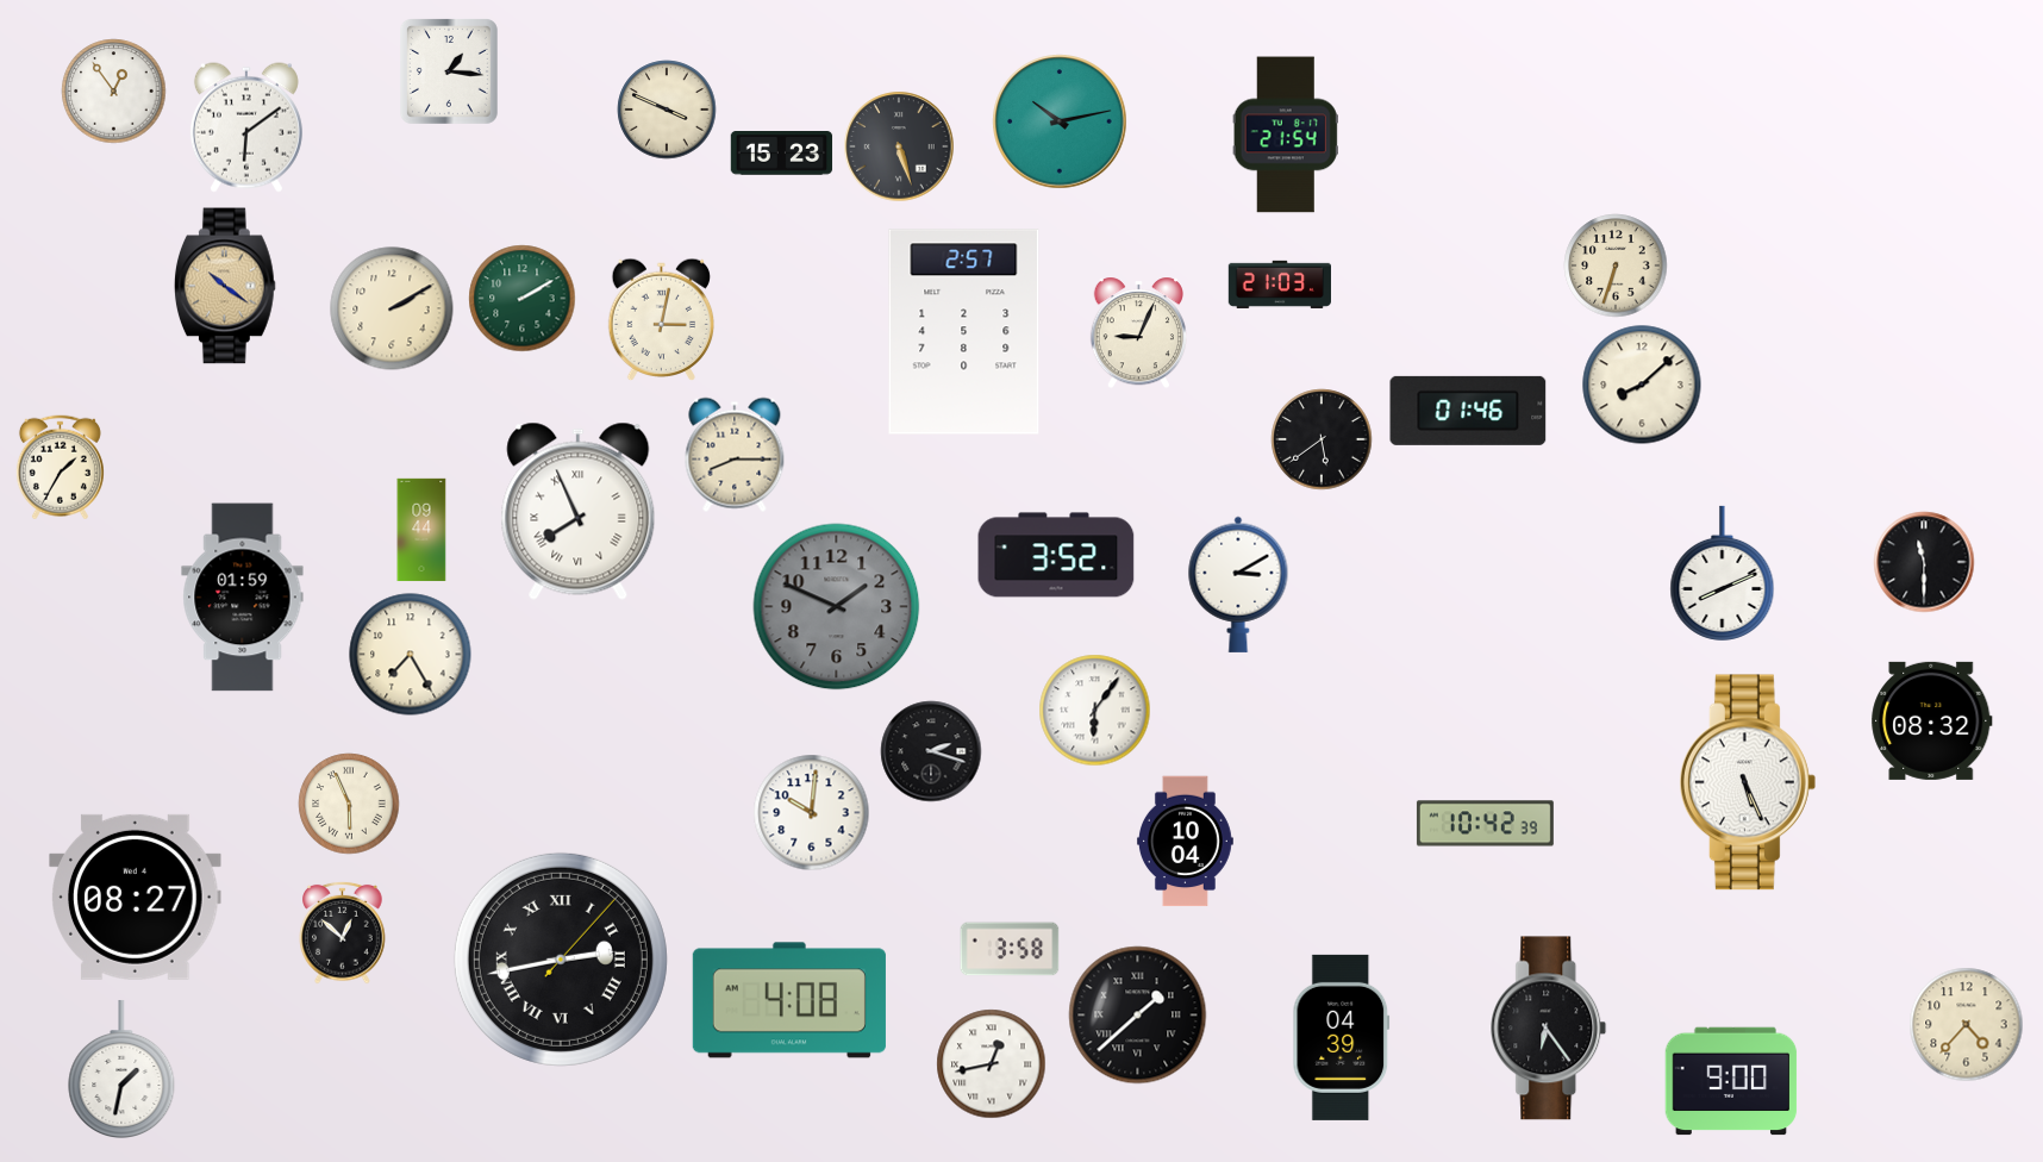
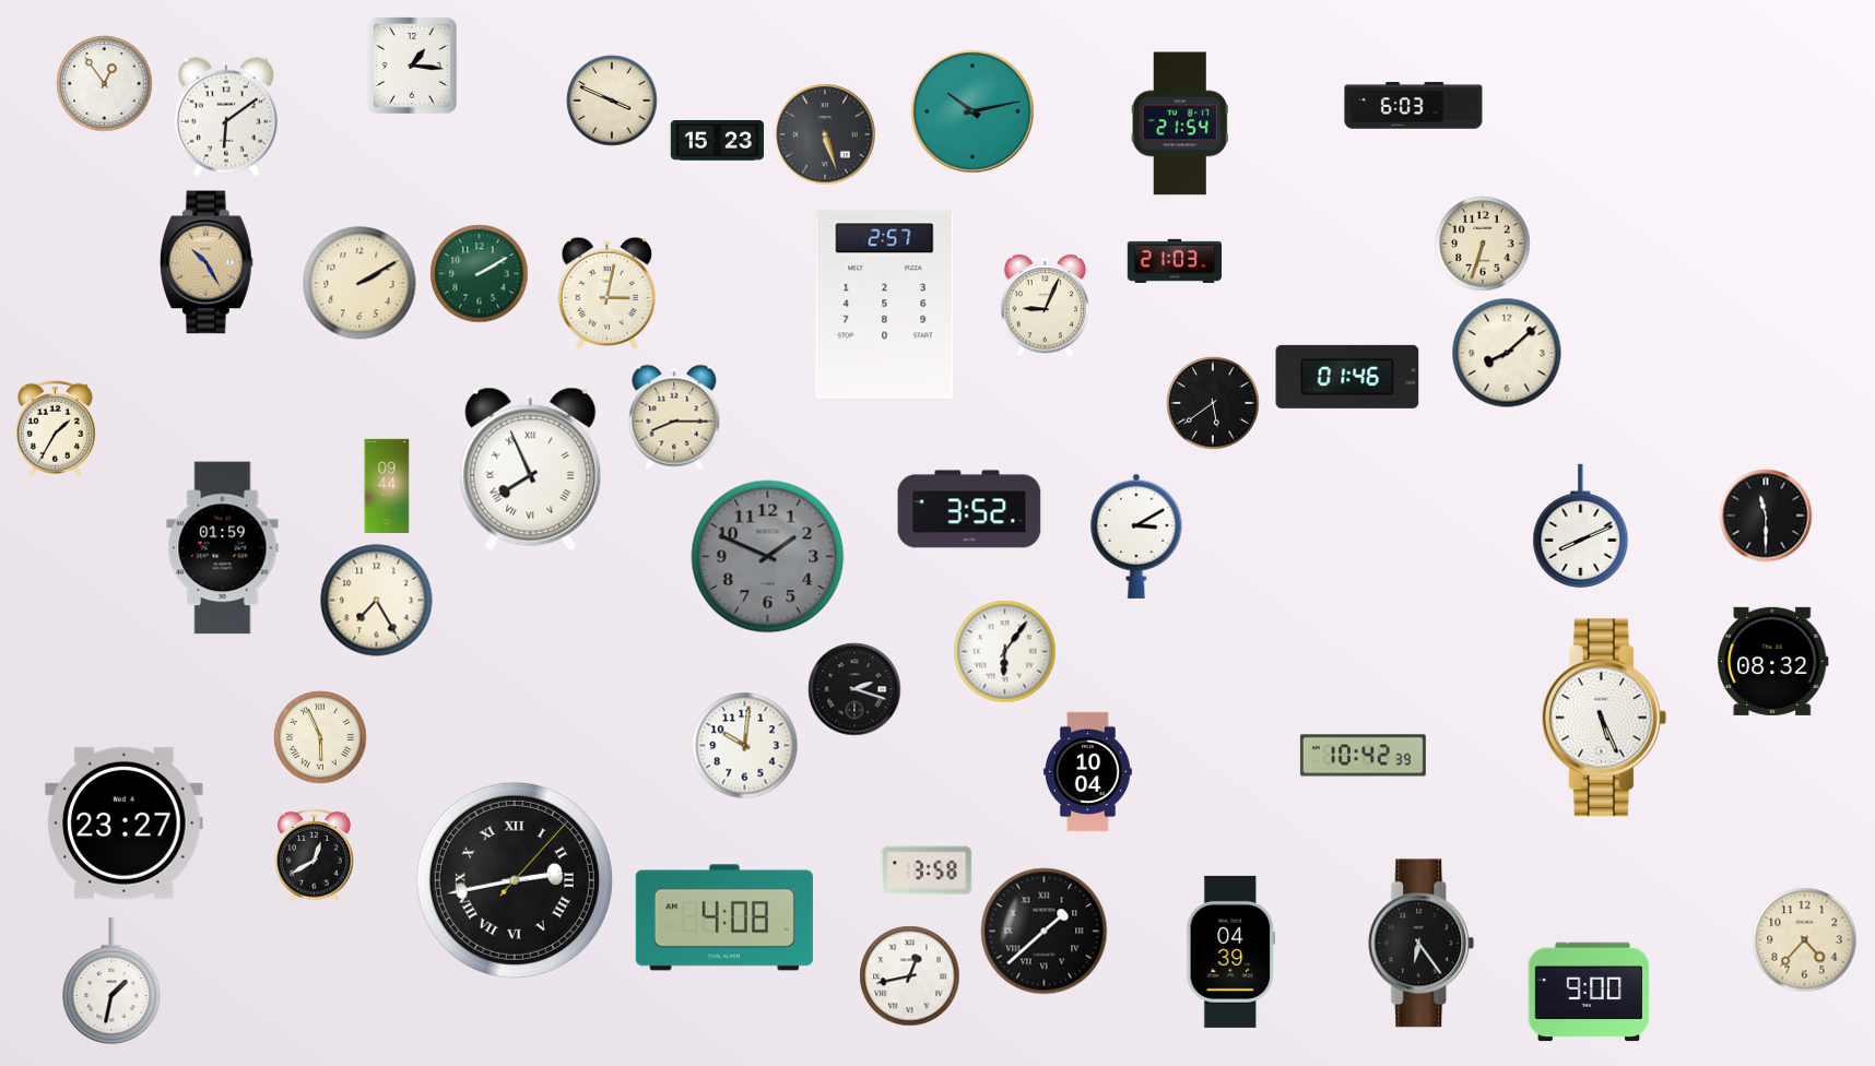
clock at (1414, 106): none -> 6:03
clock at (225, 286): 10:21 -> 10:25
clock at (136, 897): 08:27 -> 23:27
clock at (343, 932): 12:52 -> 12:40
